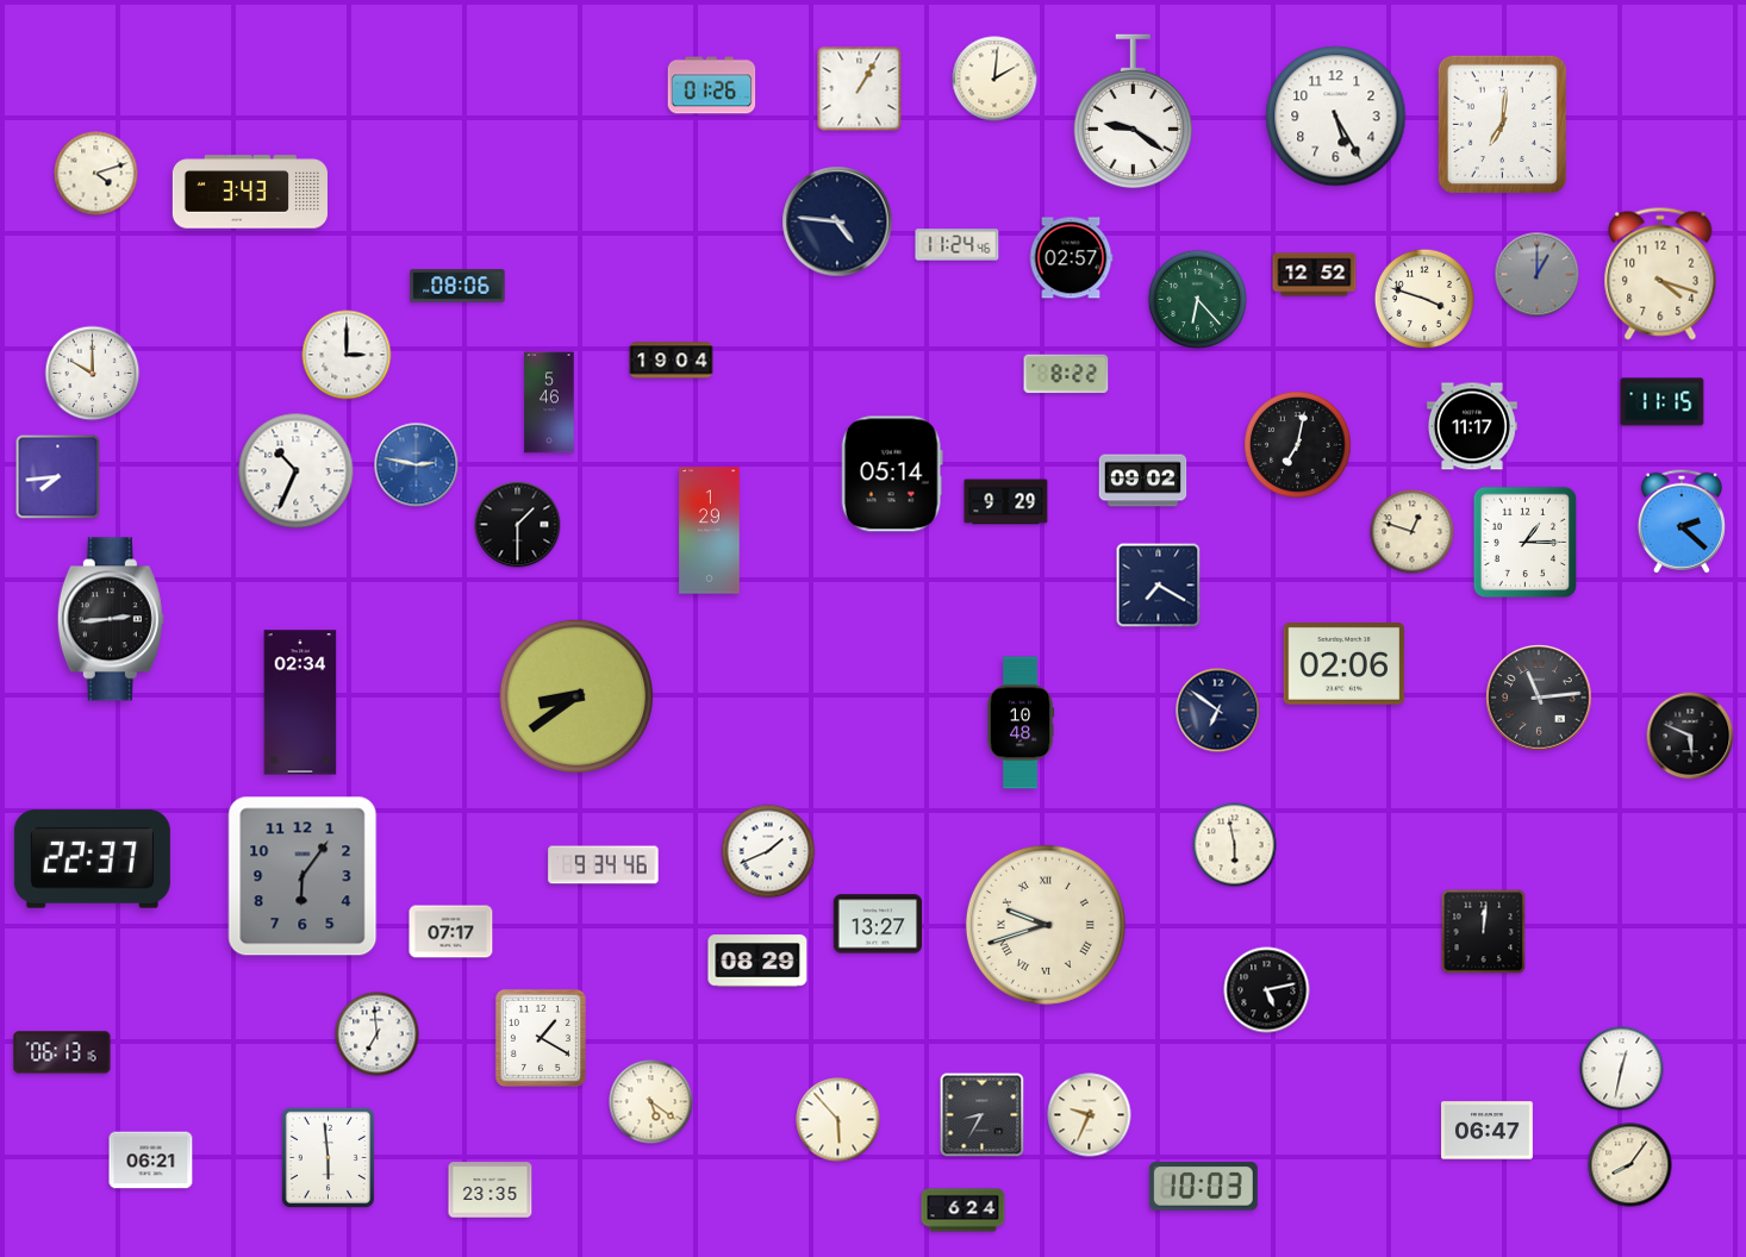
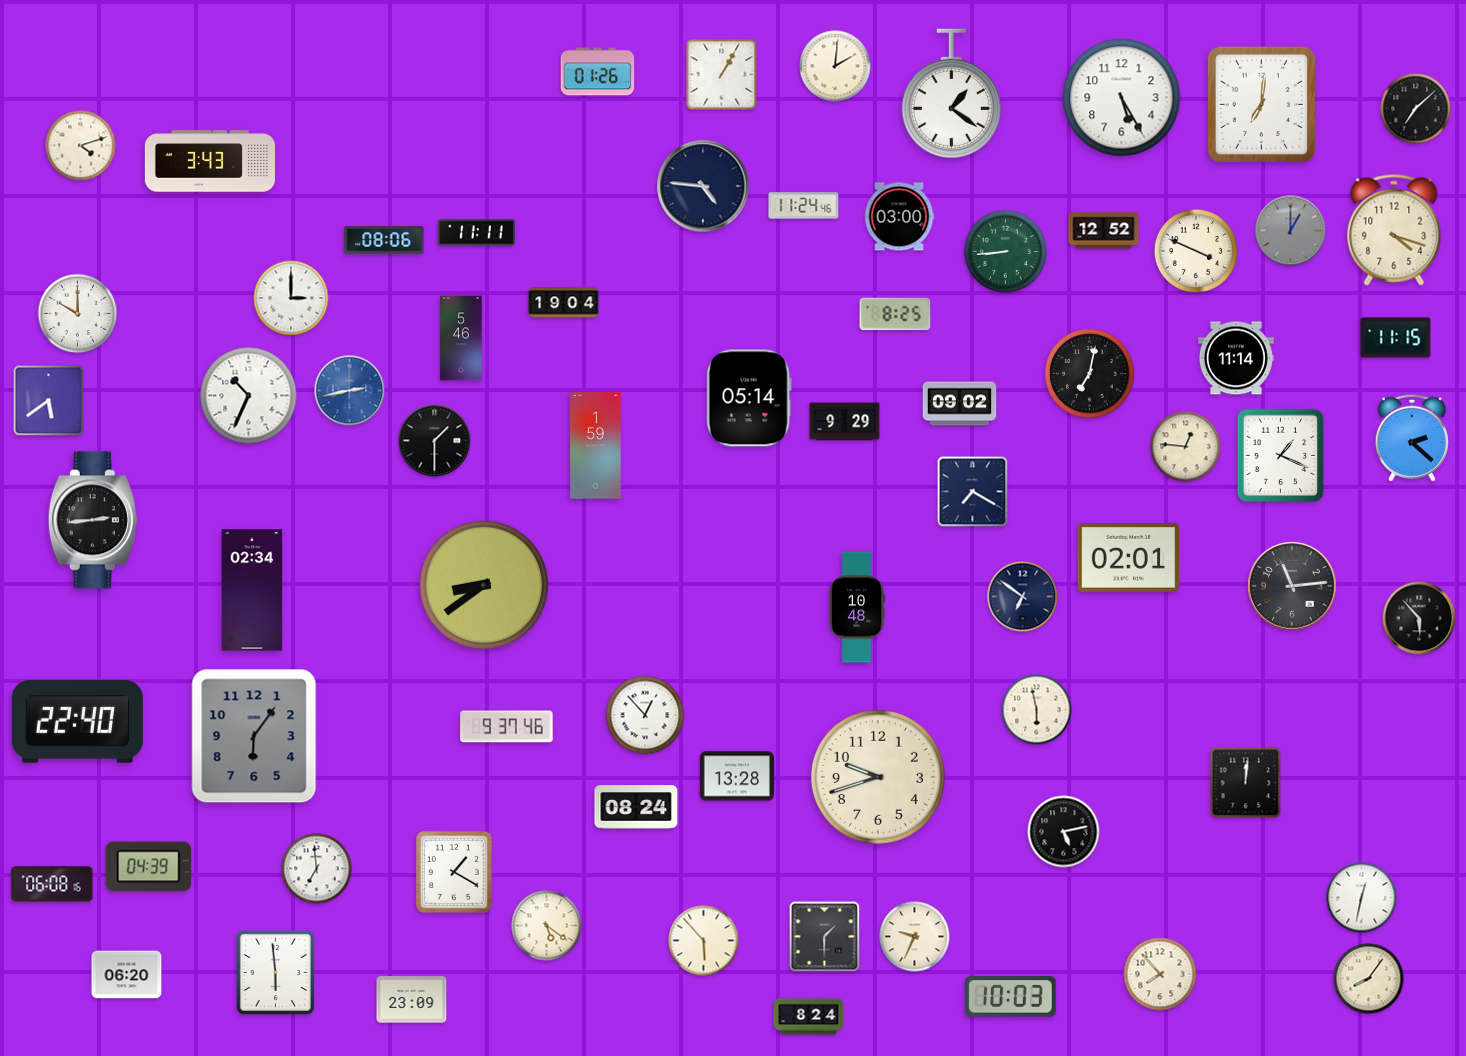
clock at (1133, 111): 9:21 -> 1:21
clock at (1416, 109): none -> 7:08
clock at (1071, 258): 02:57 -> 03:00
clock at (476, 233): none -> 11:11
clock at (1197, 299): 6:23 -> 8:44
clock at (1424, 299): 3:48 -> 3:49
clock at (1066, 374): 8:22 -> 8:25
clock at (1472, 426): 11:17 -> 11:14
clock at (417, 465): 2:47 -> 2:43
clock at (58, 477): 7:44 -> 5:39
clock at (710, 531): 1:29 -> 1:59
clock at (1413, 532): 12:48 -> 12:46
clock at (1526, 543): 1:15 -> 1:19
clock at (1345, 664): 02:06 -> 02:01
clock at (1690, 736): 5:49 -> 5:53
clock at (768, 851): 1:41 -> 12:53
clock at (92, 859): 22:37 -> 22:40
clock at (604, 865): 9:34 -> 9:37
clock at (878, 924): 13:27 -> 13:28
clock at (1046, 925) numerals: Roman -> Arabic
clock at (451, 932): 07:17 -> none
clock at (757, 961): 08:29 -> 08:24
clock at (149, 867): none -> 04:39
clock at (62, 1052): 06:13 -> 06:08
clock at (983, 1115): 8:35 -> 1:30
clock at (1488, 1131): 06:47 -> none
clock at (1160, 974): none -> 7:53
clock at (151, 1161): 06:21 -> 06:20
clock at (491, 1190): 23:35 -> 23:09
clock at (964, 1211): 6:24 -> 8:24
